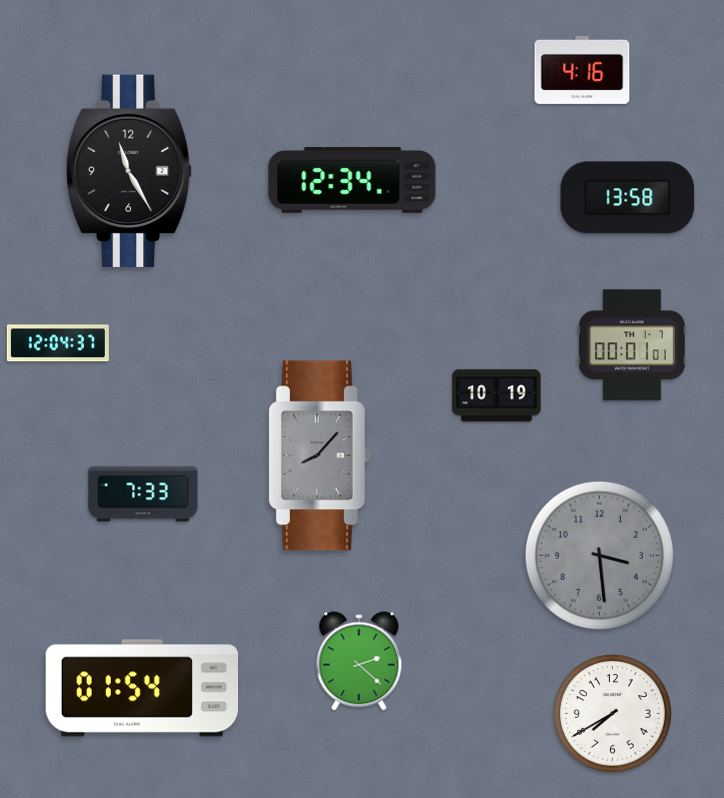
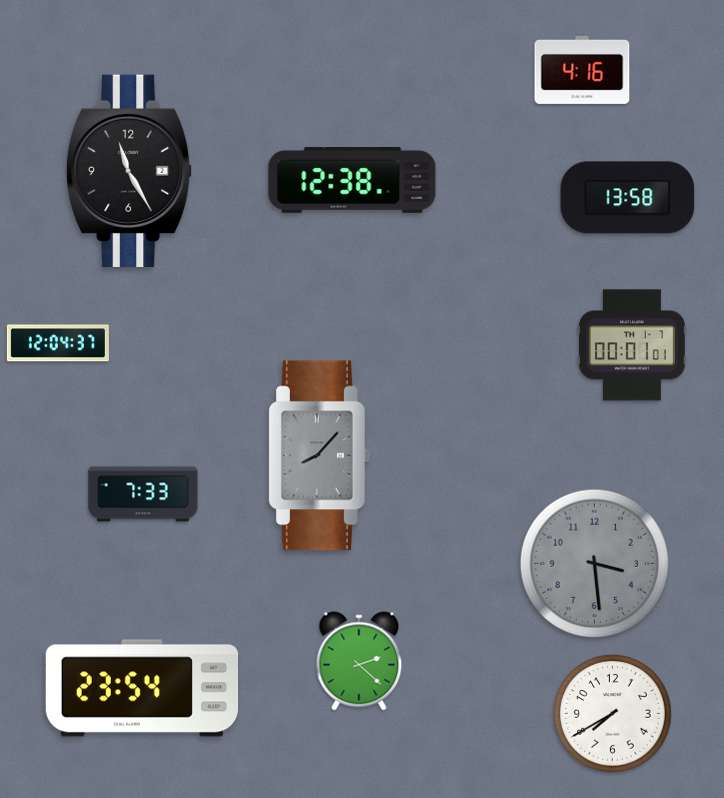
clock at (352, 181): 12:34 -> 12:38
clock at (497, 396): 10:19 -> none
clock at (599, 555) position: (599, 555) -> (594, 563)
clock at (142, 688): 01:54 -> 23:54
